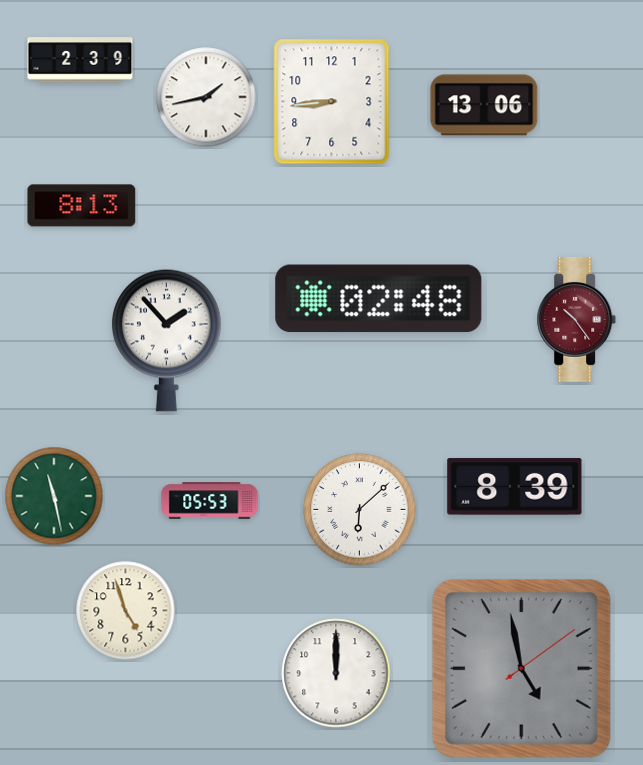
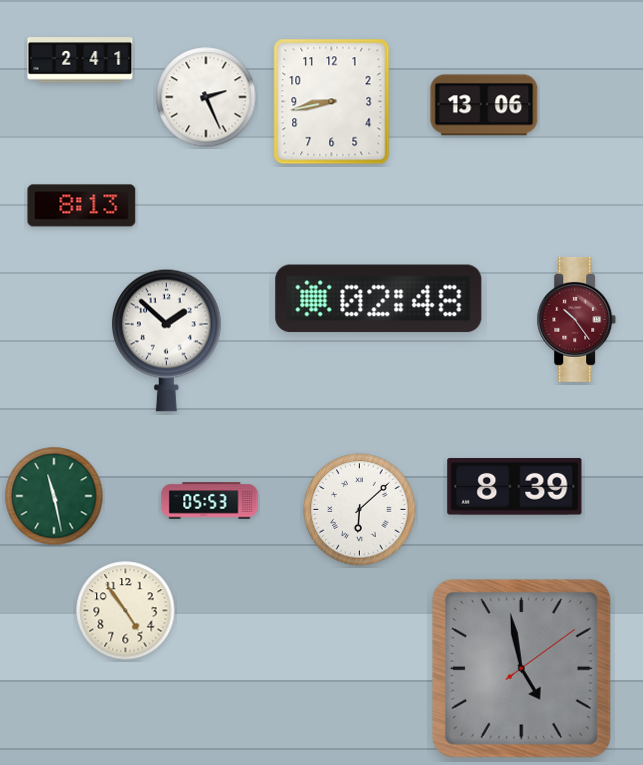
clock at (80, 60): 2:39 -> 2:41
clock at (206, 97): 1:43 -> 2:26
clock at (332, 102): 8:44 -> 8:43
clock at (167, 340): 1:53 -> 1:52
clock at (126, 611): 4:57 -> 4:54
clock at (336, 673): 12:00 -> none
